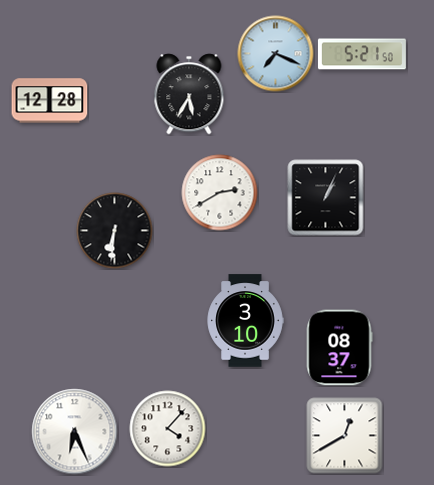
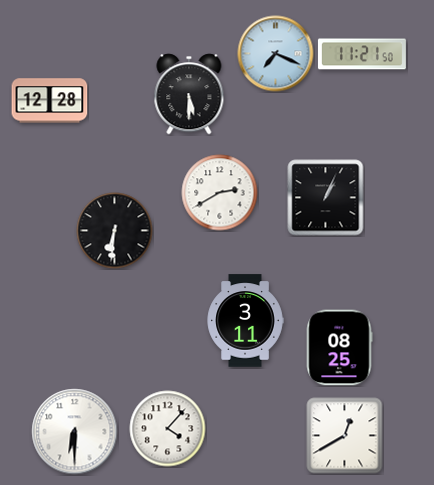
clock at (362, 54): 5:21 -> 11:21
clock at (189, 94): 5:35 -> 5:30
clock at (245, 321): 3:10 -> 3:11
clock at (339, 348): 08:37 -> 08:25
clock at (75, 432): 6:26 -> 6:30
